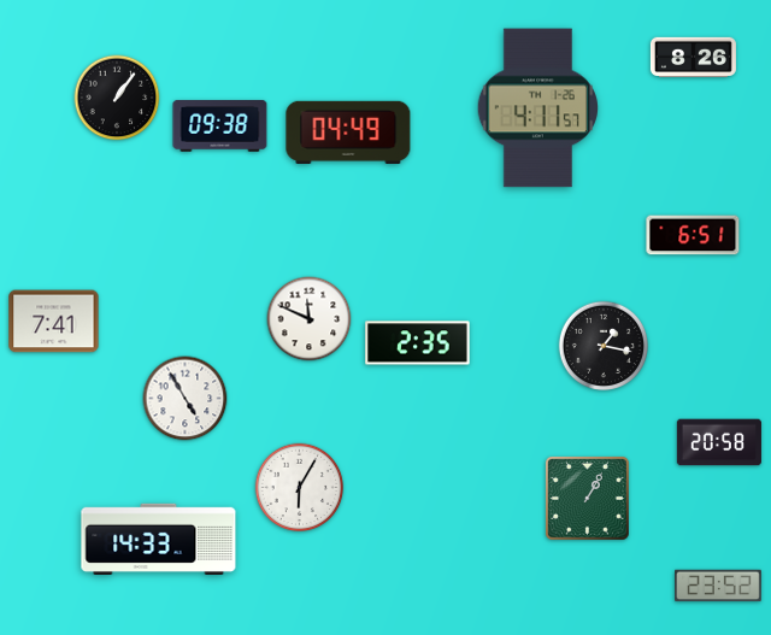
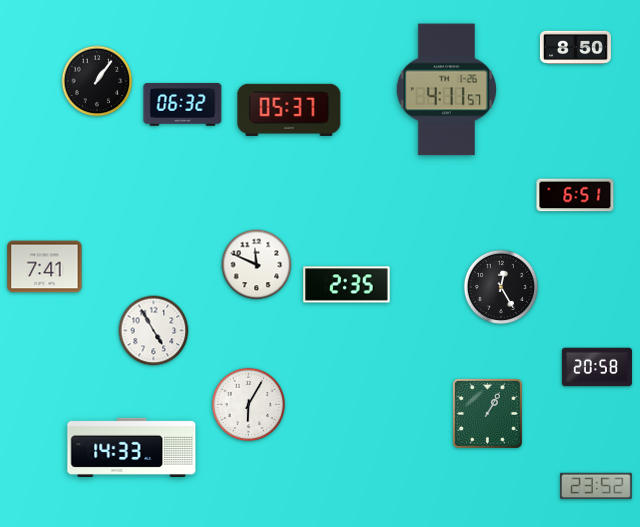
clock at (693, 58): 8:26 -> 8:50
clock at (220, 127): 09:38 -> 06:32
clock at (348, 133): 04:49 -> 05:37
clock at (602, 345): 1:17 -> 12:25
